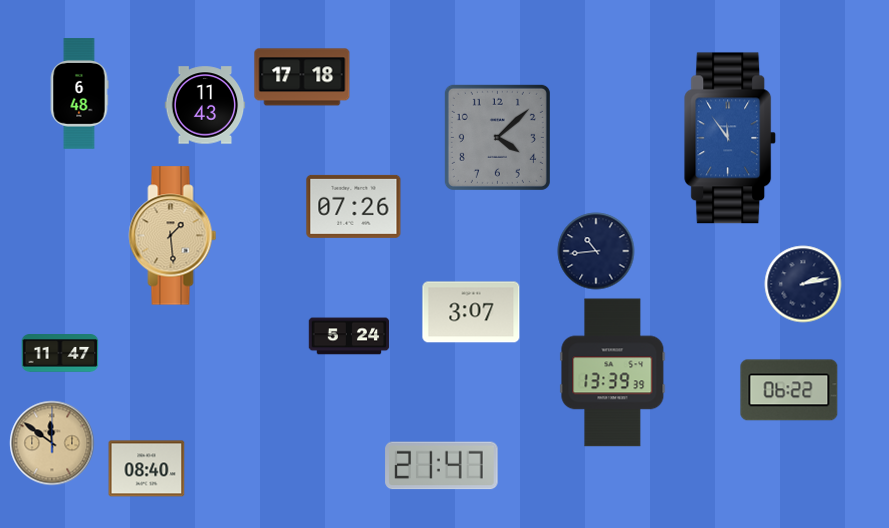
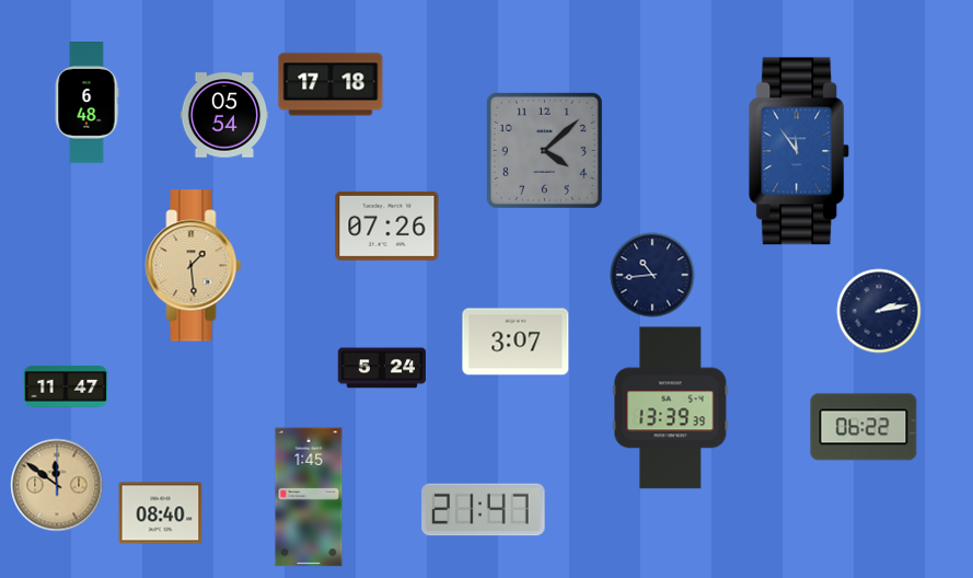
clock at (205, 105): 11:43 -> 05:54
clock at (173, 236) position: (173, 236) -> (194, 266)
clock at (309, 497): none -> 1:45
